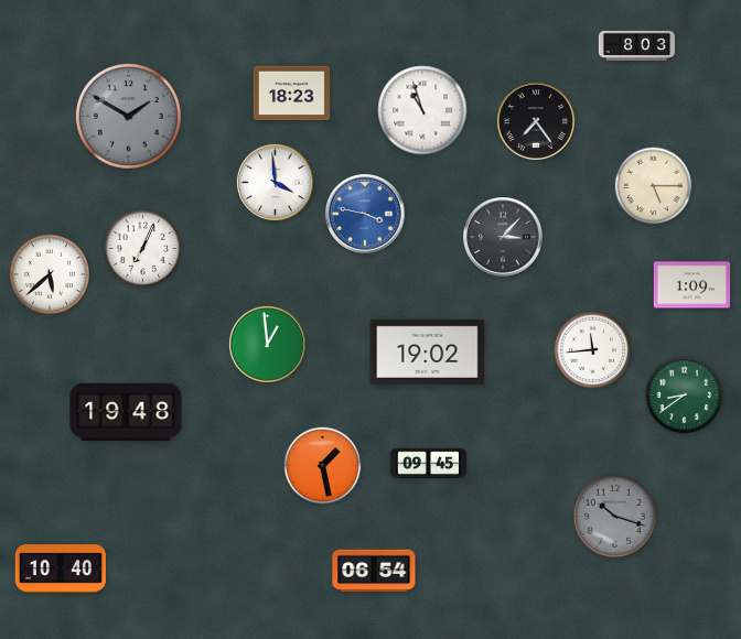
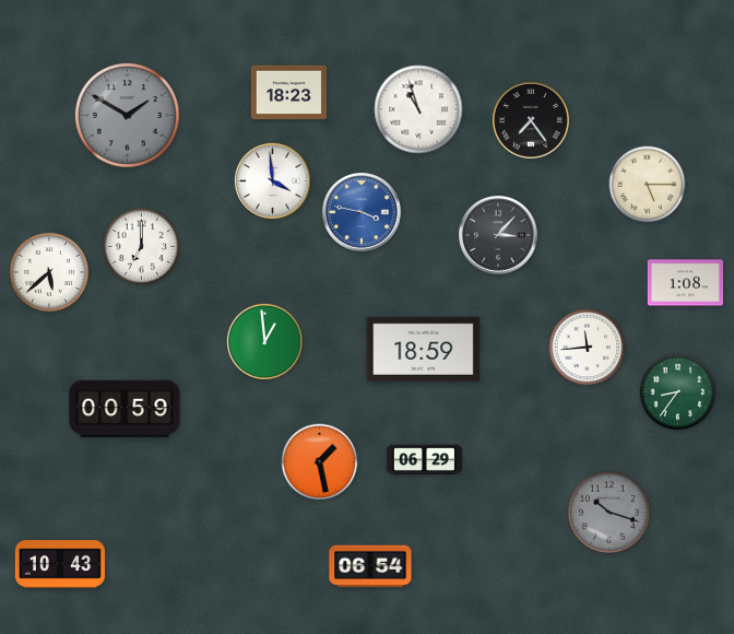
clock at (637, 45): 8:03 -> none
clock at (143, 249): 7:04 -> 7:00
clock at (691, 285): 1:09 -> 1:08
clock at (428, 351): 19:02 -> 18:59
clock at (685, 396): 8:39 -> 8:36
clock at (126, 412): 19:48 -> 00:59
clock at (428, 464): 09:45 -> 06:29
clock at (61, 570): 10:40 -> 10:43
